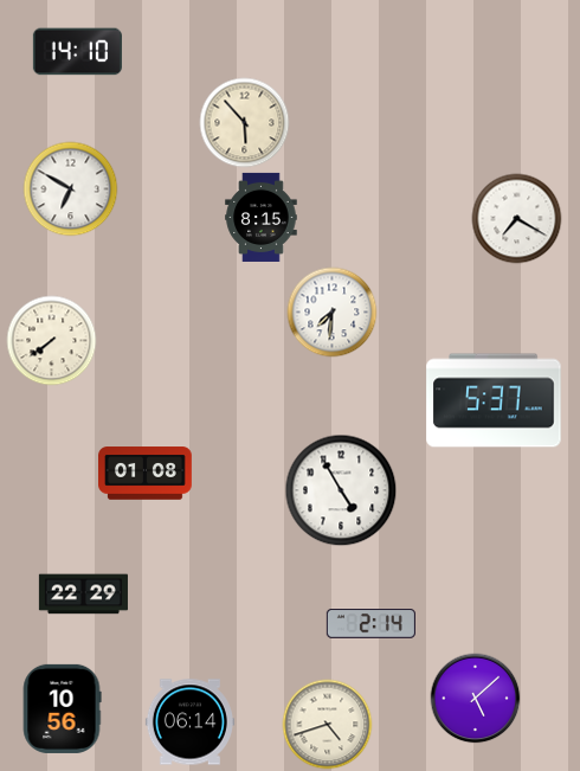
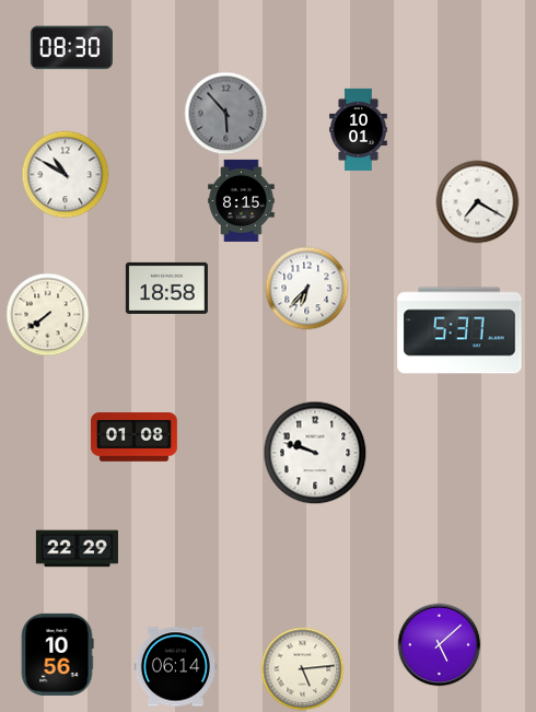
clock at (77, 52): 14:10 -> 08:30
clock at (245, 123) dial: cream -> grey
clock at (359, 129): none -> 10:01
clock at (71, 189): 6:50 -> 10:50
clock at (166, 288): none -> 18:58
clock at (333, 313): 7:31 -> 6:37
clock at (494, 400) position: (494, 400) -> (459, 330)
clock at (341, 490): 4:55 -> 9:48
clock at (370, 624): 2:14 -> none
clock at (328, 725): 4:42 -> 5:14
